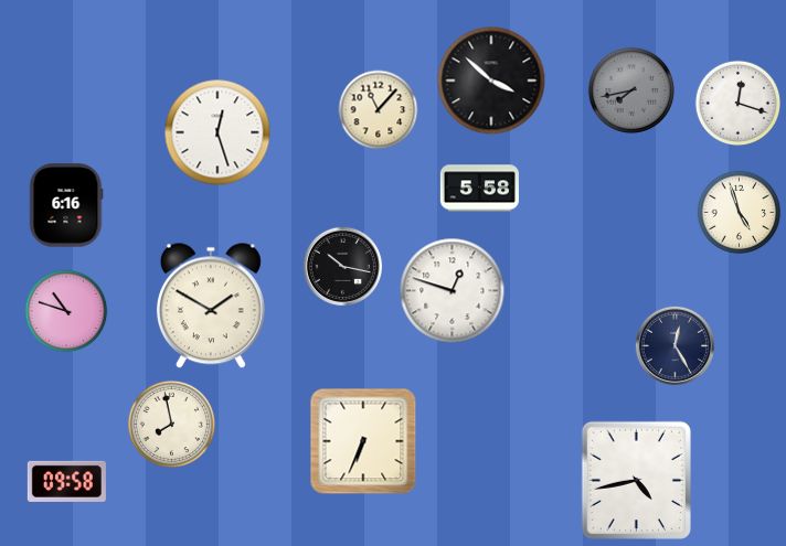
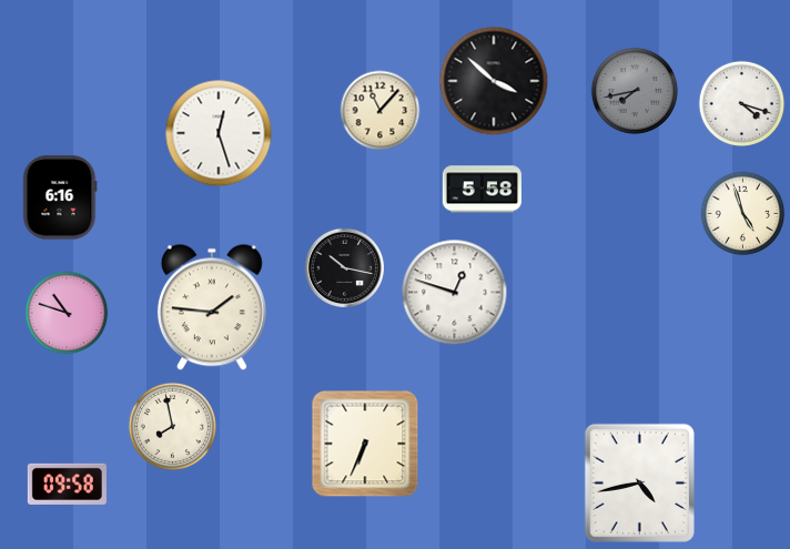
clock at (737, 103): 12:18 -> 4:18
clock at (66, 205) position: (66, 205) -> (60, 197)
clock at (211, 306): 1:50 -> 1:46
clock at (675, 345): 12:25 -> none
